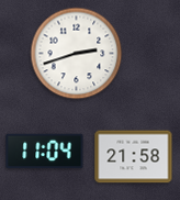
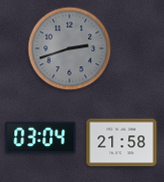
clock at (77, 54) dial: white -> grey
clock at (45, 152): 11:04 -> 03:04
